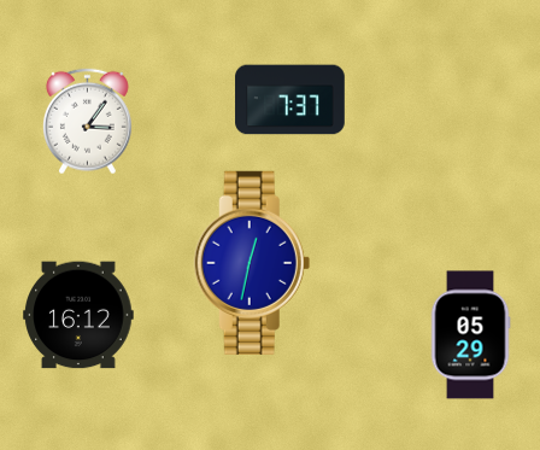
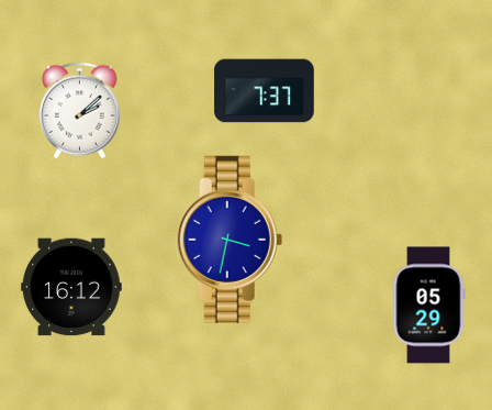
clock at (87, 122): 3:06 -> 2:08
clock at (252, 263): 12:32 -> 3:32
